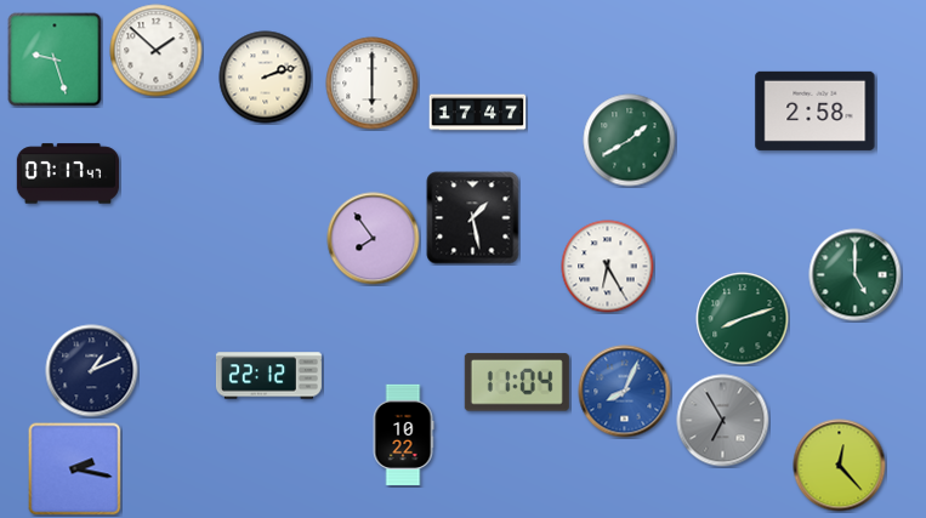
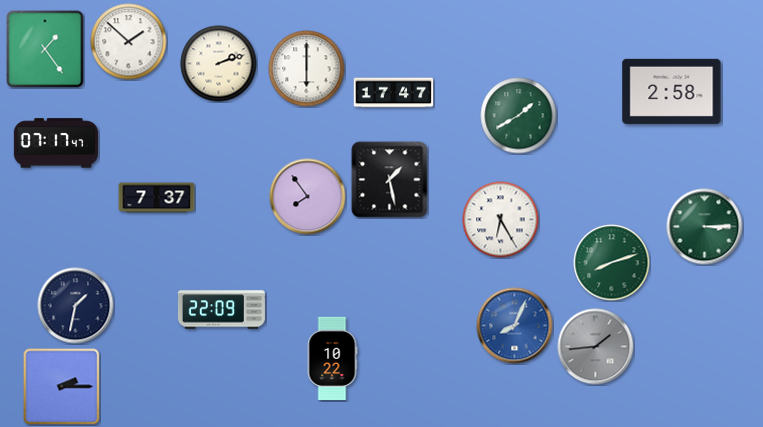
clock at (55, 59): 9:27 -> 1:24
clock at (157, 198): none -> 7:37
clock at (856, 275): 5:00 -> 3:15
clock at (92, 371): 1:11 -> 1:32
clock at (268, 376): 22:12 -> 22:09
clock at (517, 382): 11:04 -> none
clock at (625, 392) position: (625, 392) -> (515, 326)
clock at (723, 421): 6:55 -> 1:44
clock at (840, 466): 12:23 -> none
clock at (75, 469): 2:17 -> 2:15
